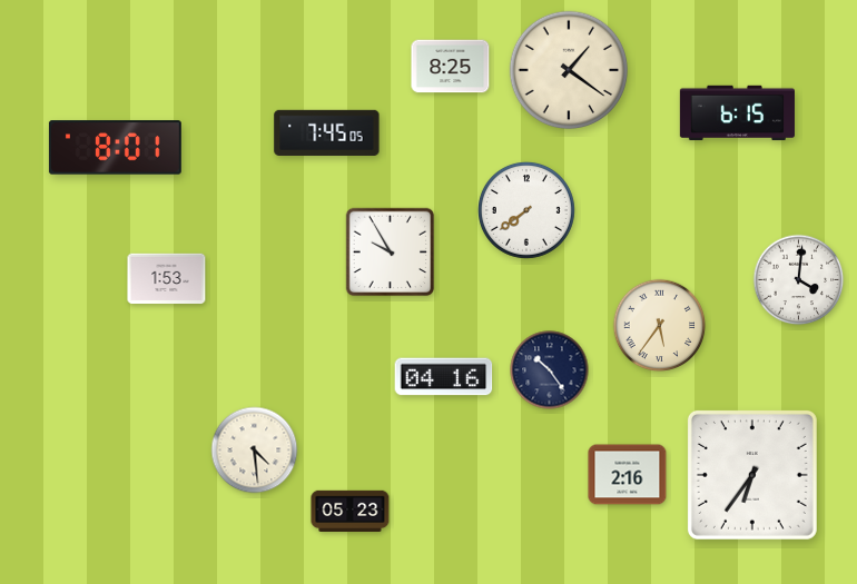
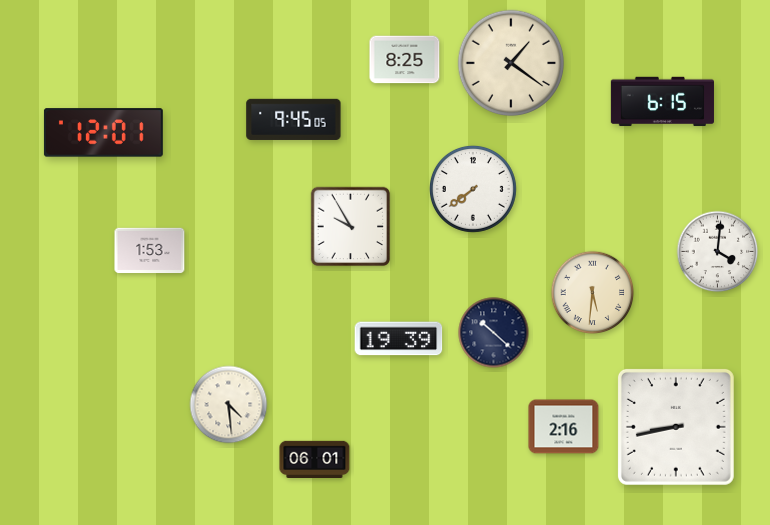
clock at (327, 132): 7:45 -> 9:45
clock at (115, 148): 8:01 -> 12:01
clock at (660, 326): 5:36 -> 5:31
clock at (550, 370): 10:24 -> 10:22
clock at (444, 377): 04:16 -> 19:39
clock at (752, 475): 6:36 -> 8:43
clock at (351, 511): 05:23 -> 06:01
